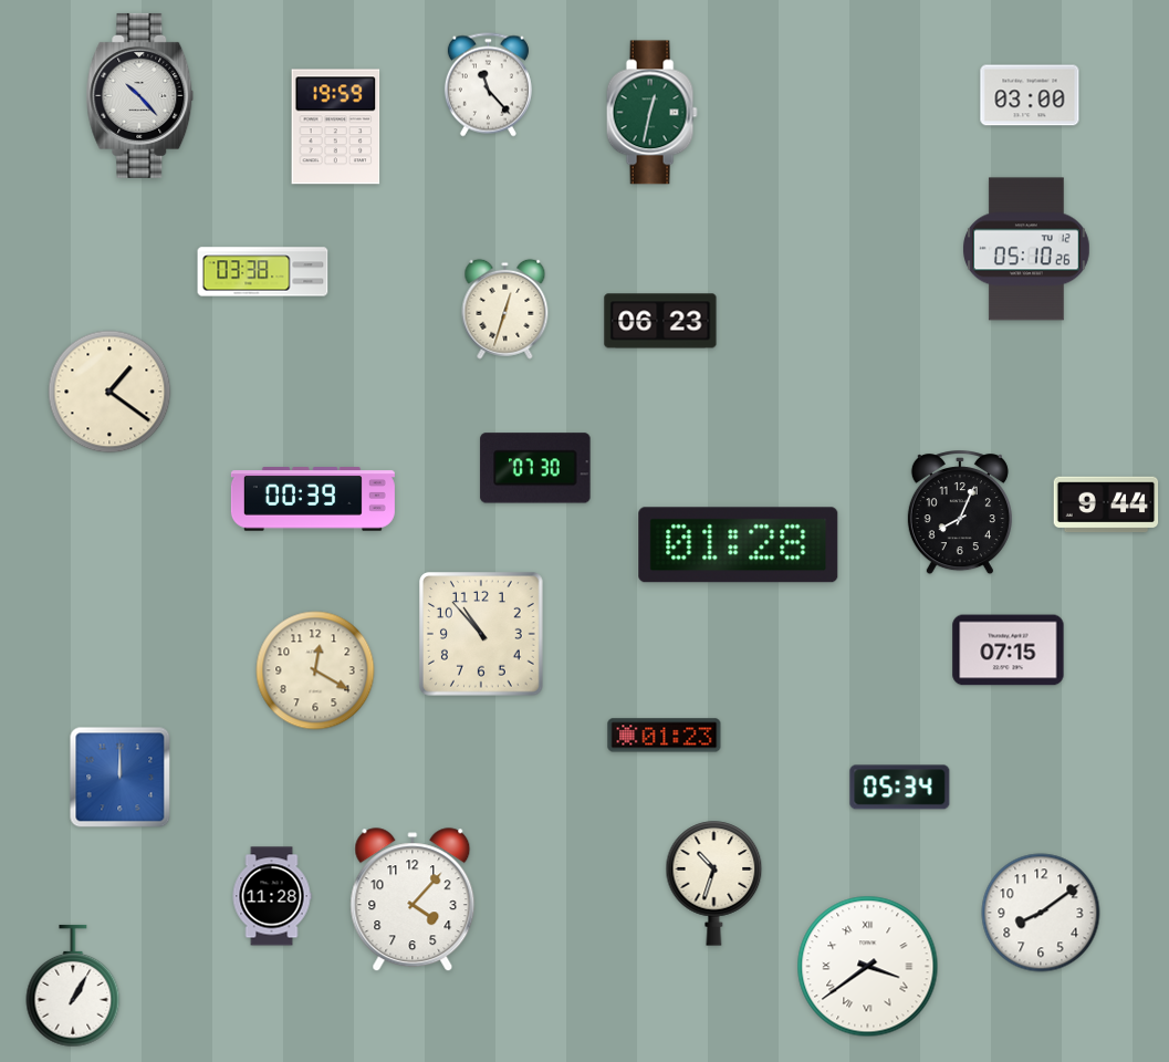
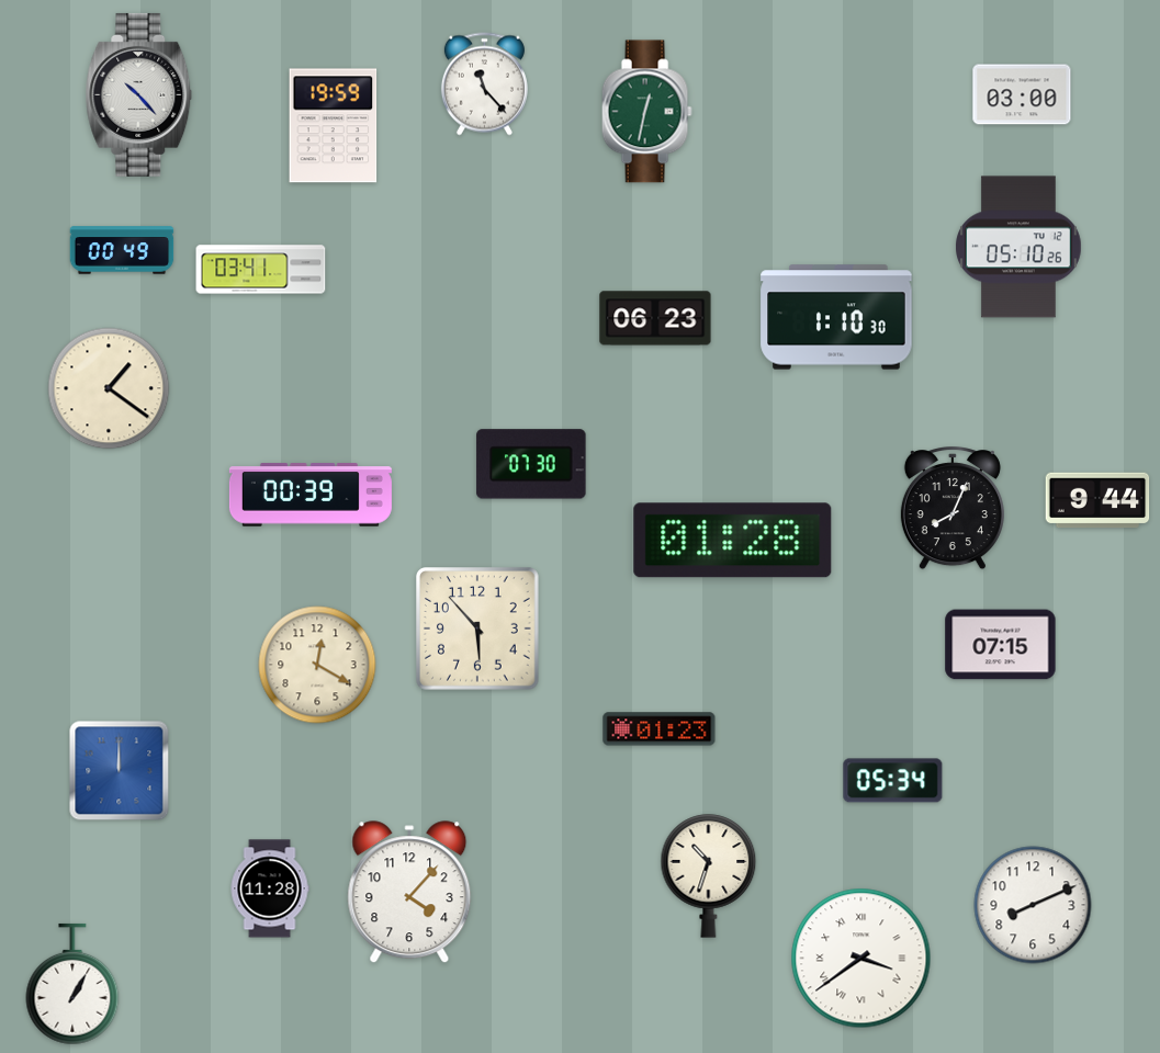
clock at (122, 250): none -> 00:49
clock at (263, 272): 03:38 -> 03:41
clock at (505, 309): 12:33 -> none
clock at (836, 317): none -> 1:10
clock at (482, 635): 10:53 -> 5:53
clock at (315, 670) position: (315, 670) -> (317, 665)
clock at (1041, 913): 8:09 -> 8:11
clock at (73, 986) position: (73, 986) -> (72, 984)
